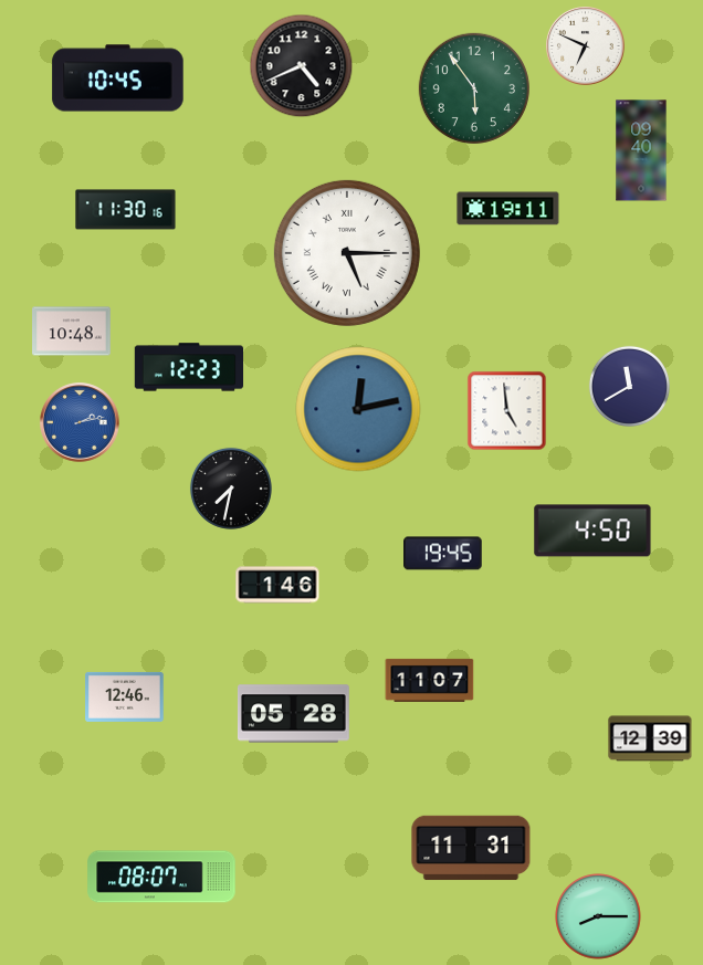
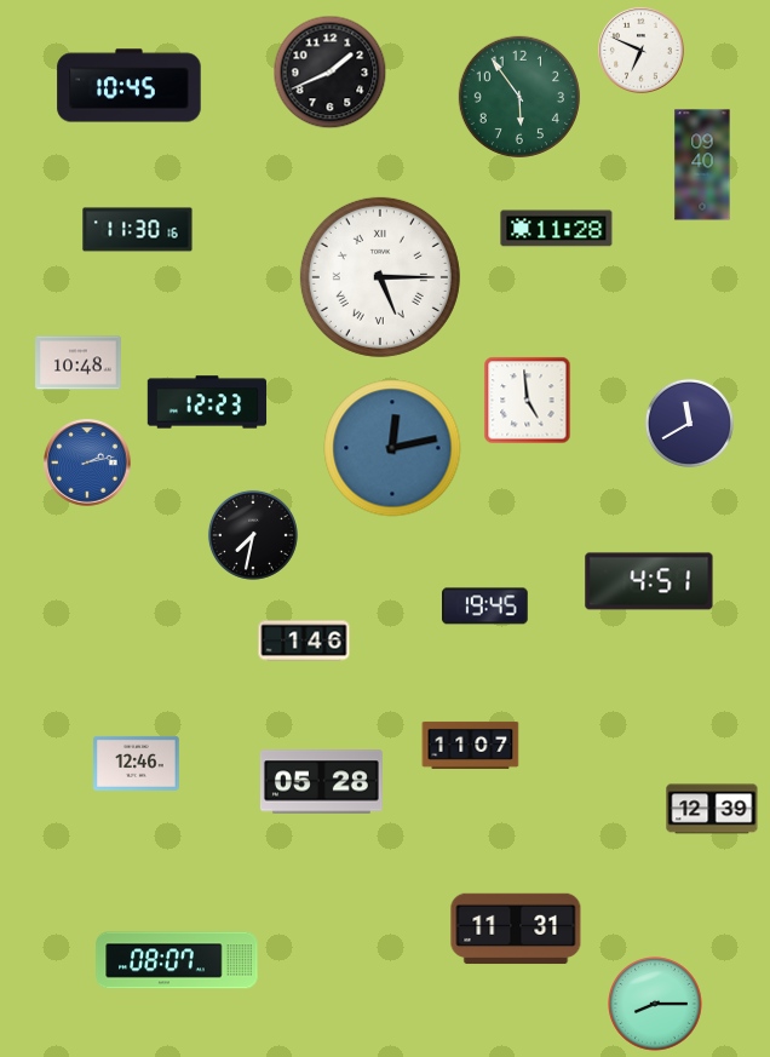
clock at (302, 66): 4:41 -> 1:41
clock at (508, 209): 19:11 -> 11:28
clock at (507, 411) position: (507, 411) -> (528, 401)
clock at (592, 531): 4:50 -> 4:51
